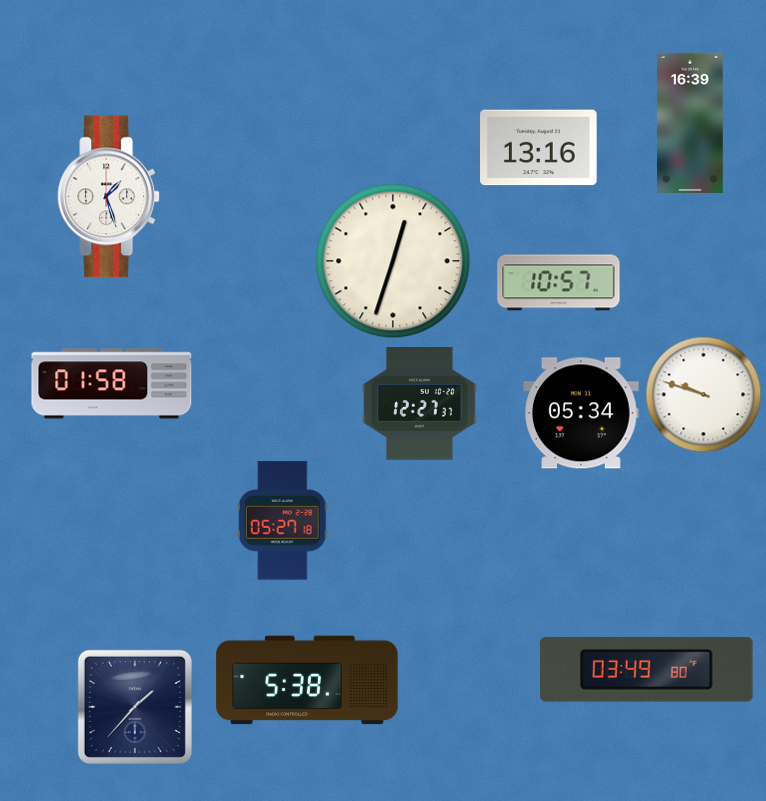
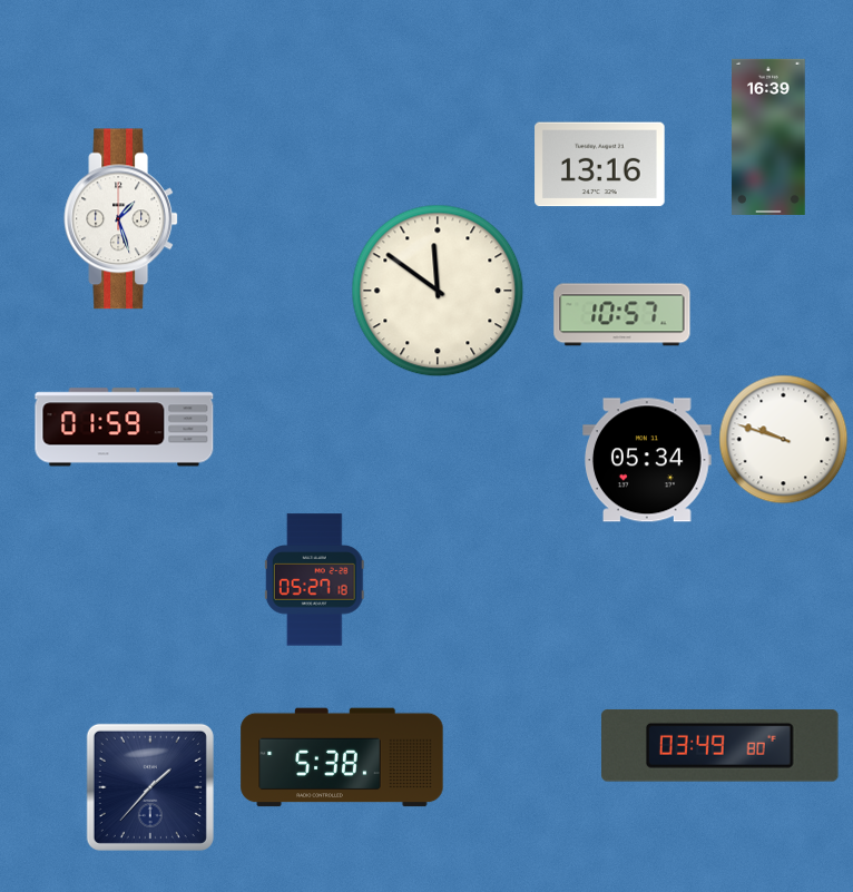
clock at (393, 261): 12:33 -> 11:51
clock at (112, 384): 01:58 -> 01:59
clock at (420, 404): 12:27 -> none
